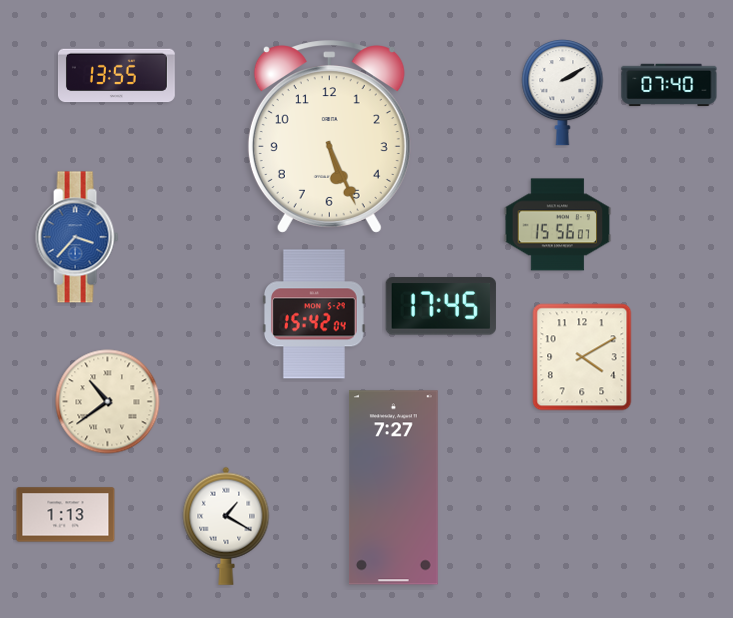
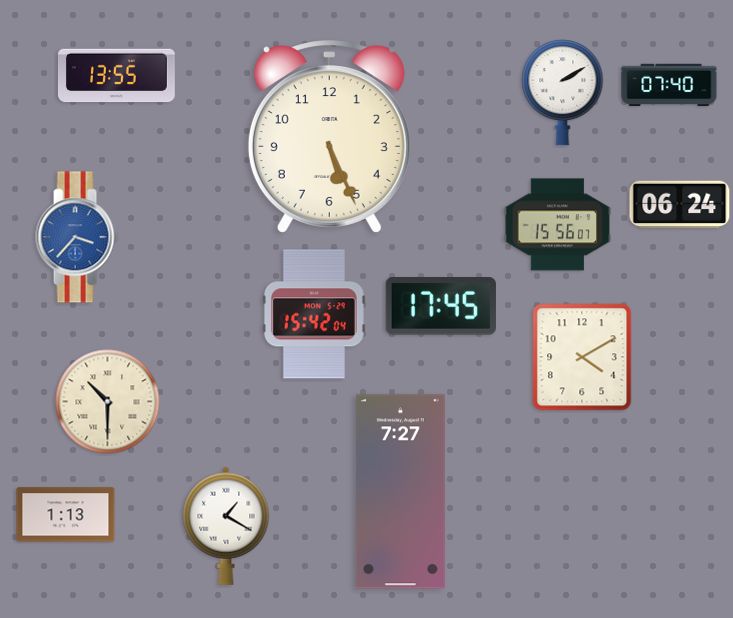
clock at (680, 205): none -> 06:24
clock at (108, 402): 10:39 -> 10:30
clock at (393, 488) position: (393, 488) -> (400, 492)
